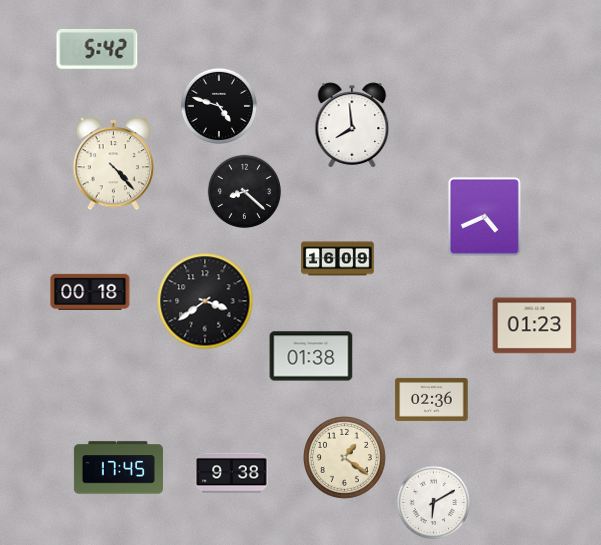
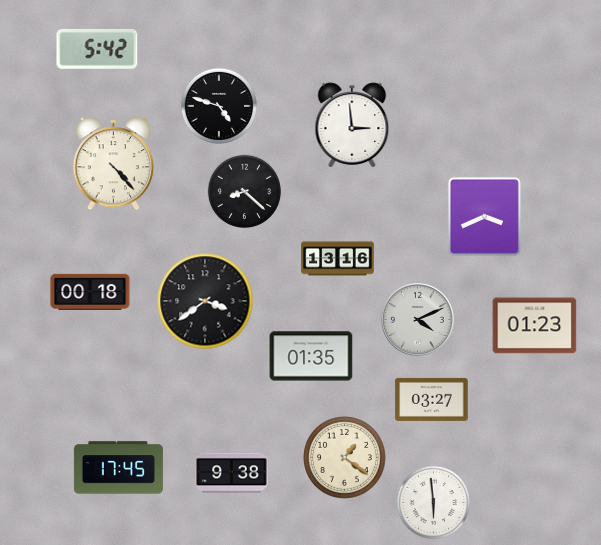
clock at (352, 125): 7:59 -> 2:59
clock at (484, 216): 4:41 -> 3:41
clock at (338, 259): 16:09 -> 13:16
clock at (418, 320): none -> 4:11
clock at (311, 356): 01:38 -> 01:35
clock at (432, 399): 02:36 -> 03:27
clock at (434, 503): 6:10 -> 5:59
